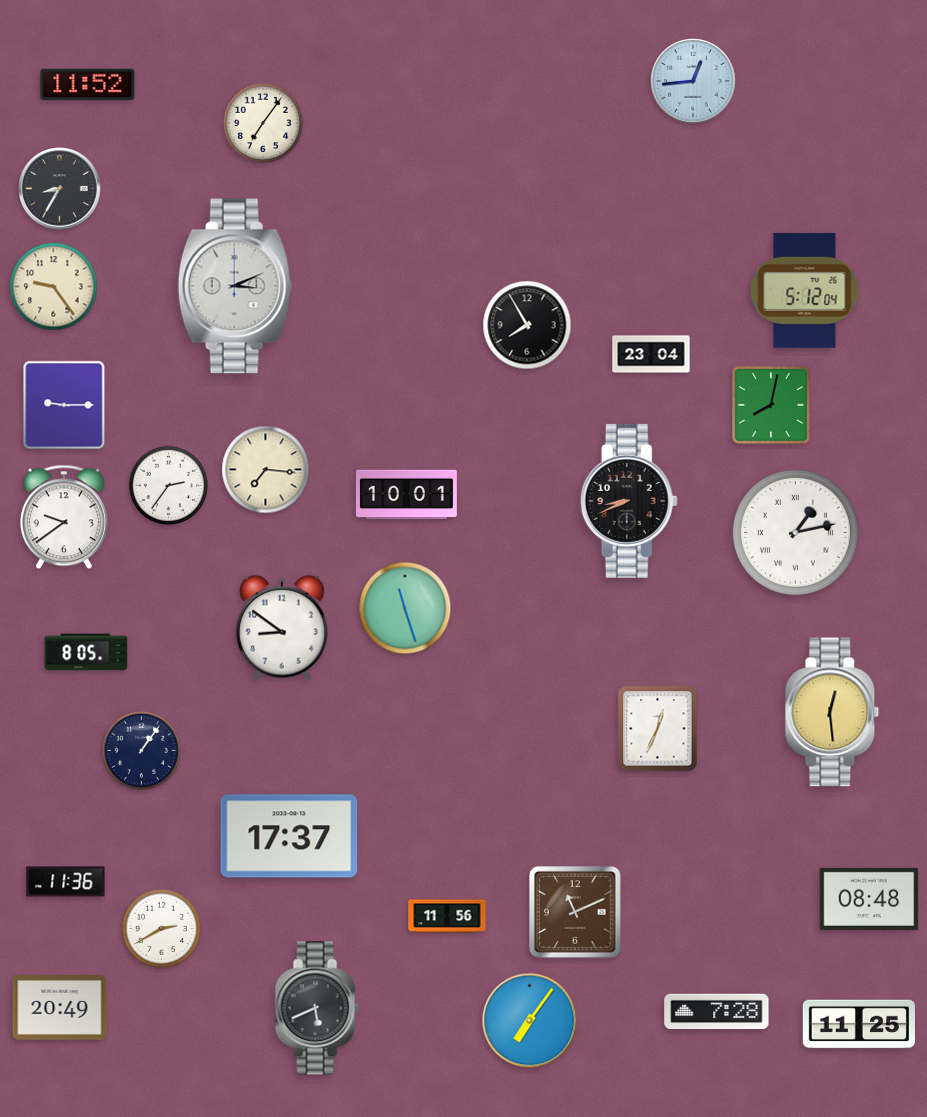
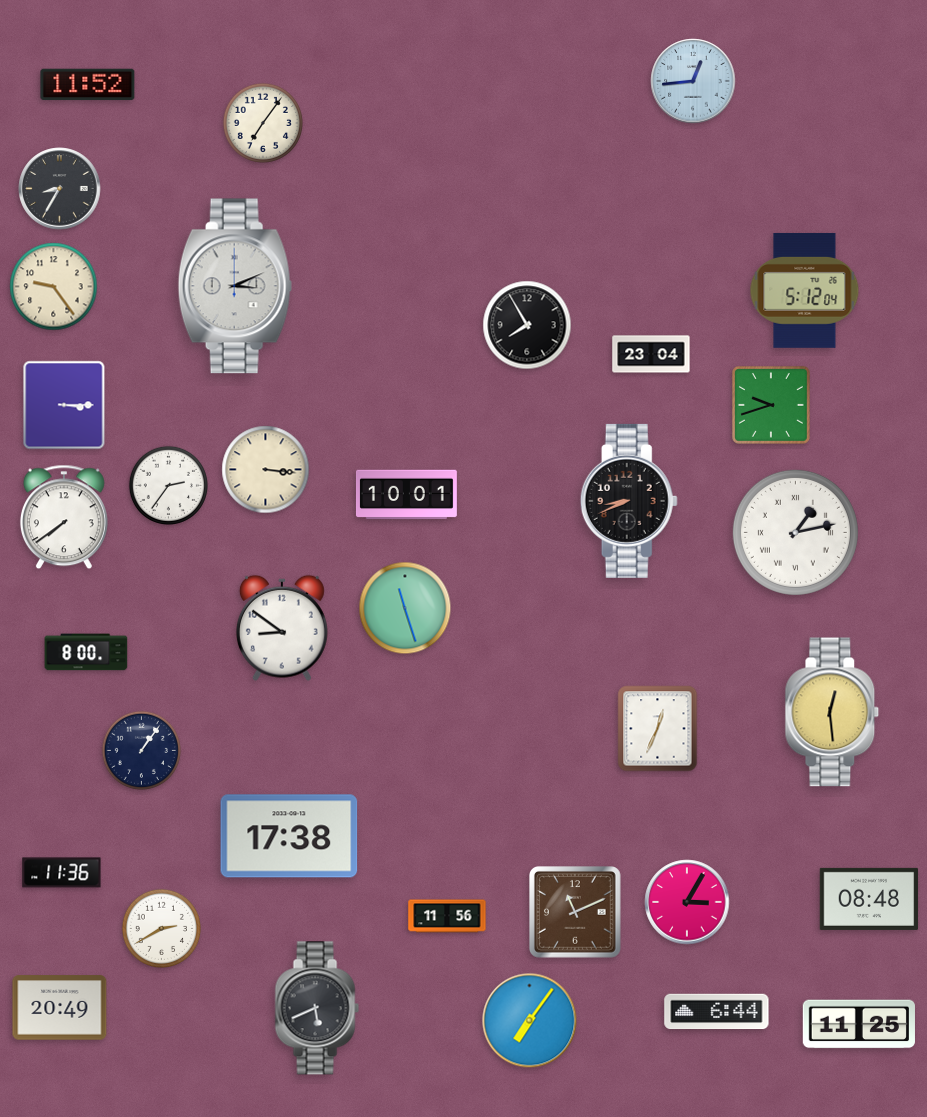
clock at (64, 405): 9:15 -> 3:15
clock at (772, 406): 8:02 -> 9:42
clock at (266, 470): 7:16 -> 3:16
clock at (64, 517): 9:39 -> 7:39
clock at (86, 652): 8:05 -> 8:00
clock at (289, 836): 17:37 -> 17:38
clock at (66, 882) position: (66, 882) -> (62, 873)
clock at (687, 902): none -> 3:05
clock at (717, 1012): 7:28 -> 6:44
